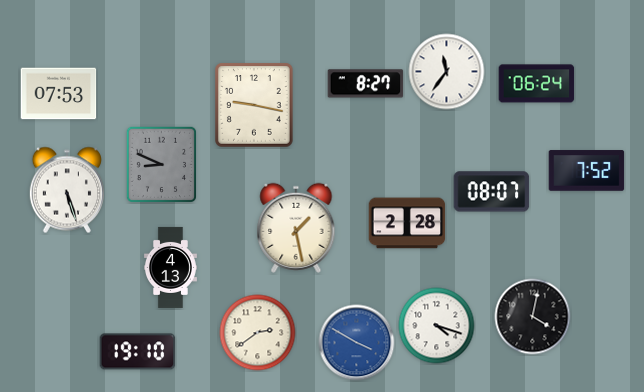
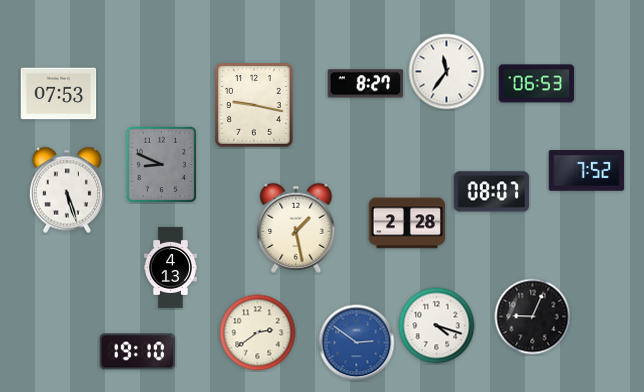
clock at (537, 84): 06:24 -> 06:53
clock at (533, 317): 4:02 -> 9:04
clock at (357, 343): 3:50 -> 2:51
